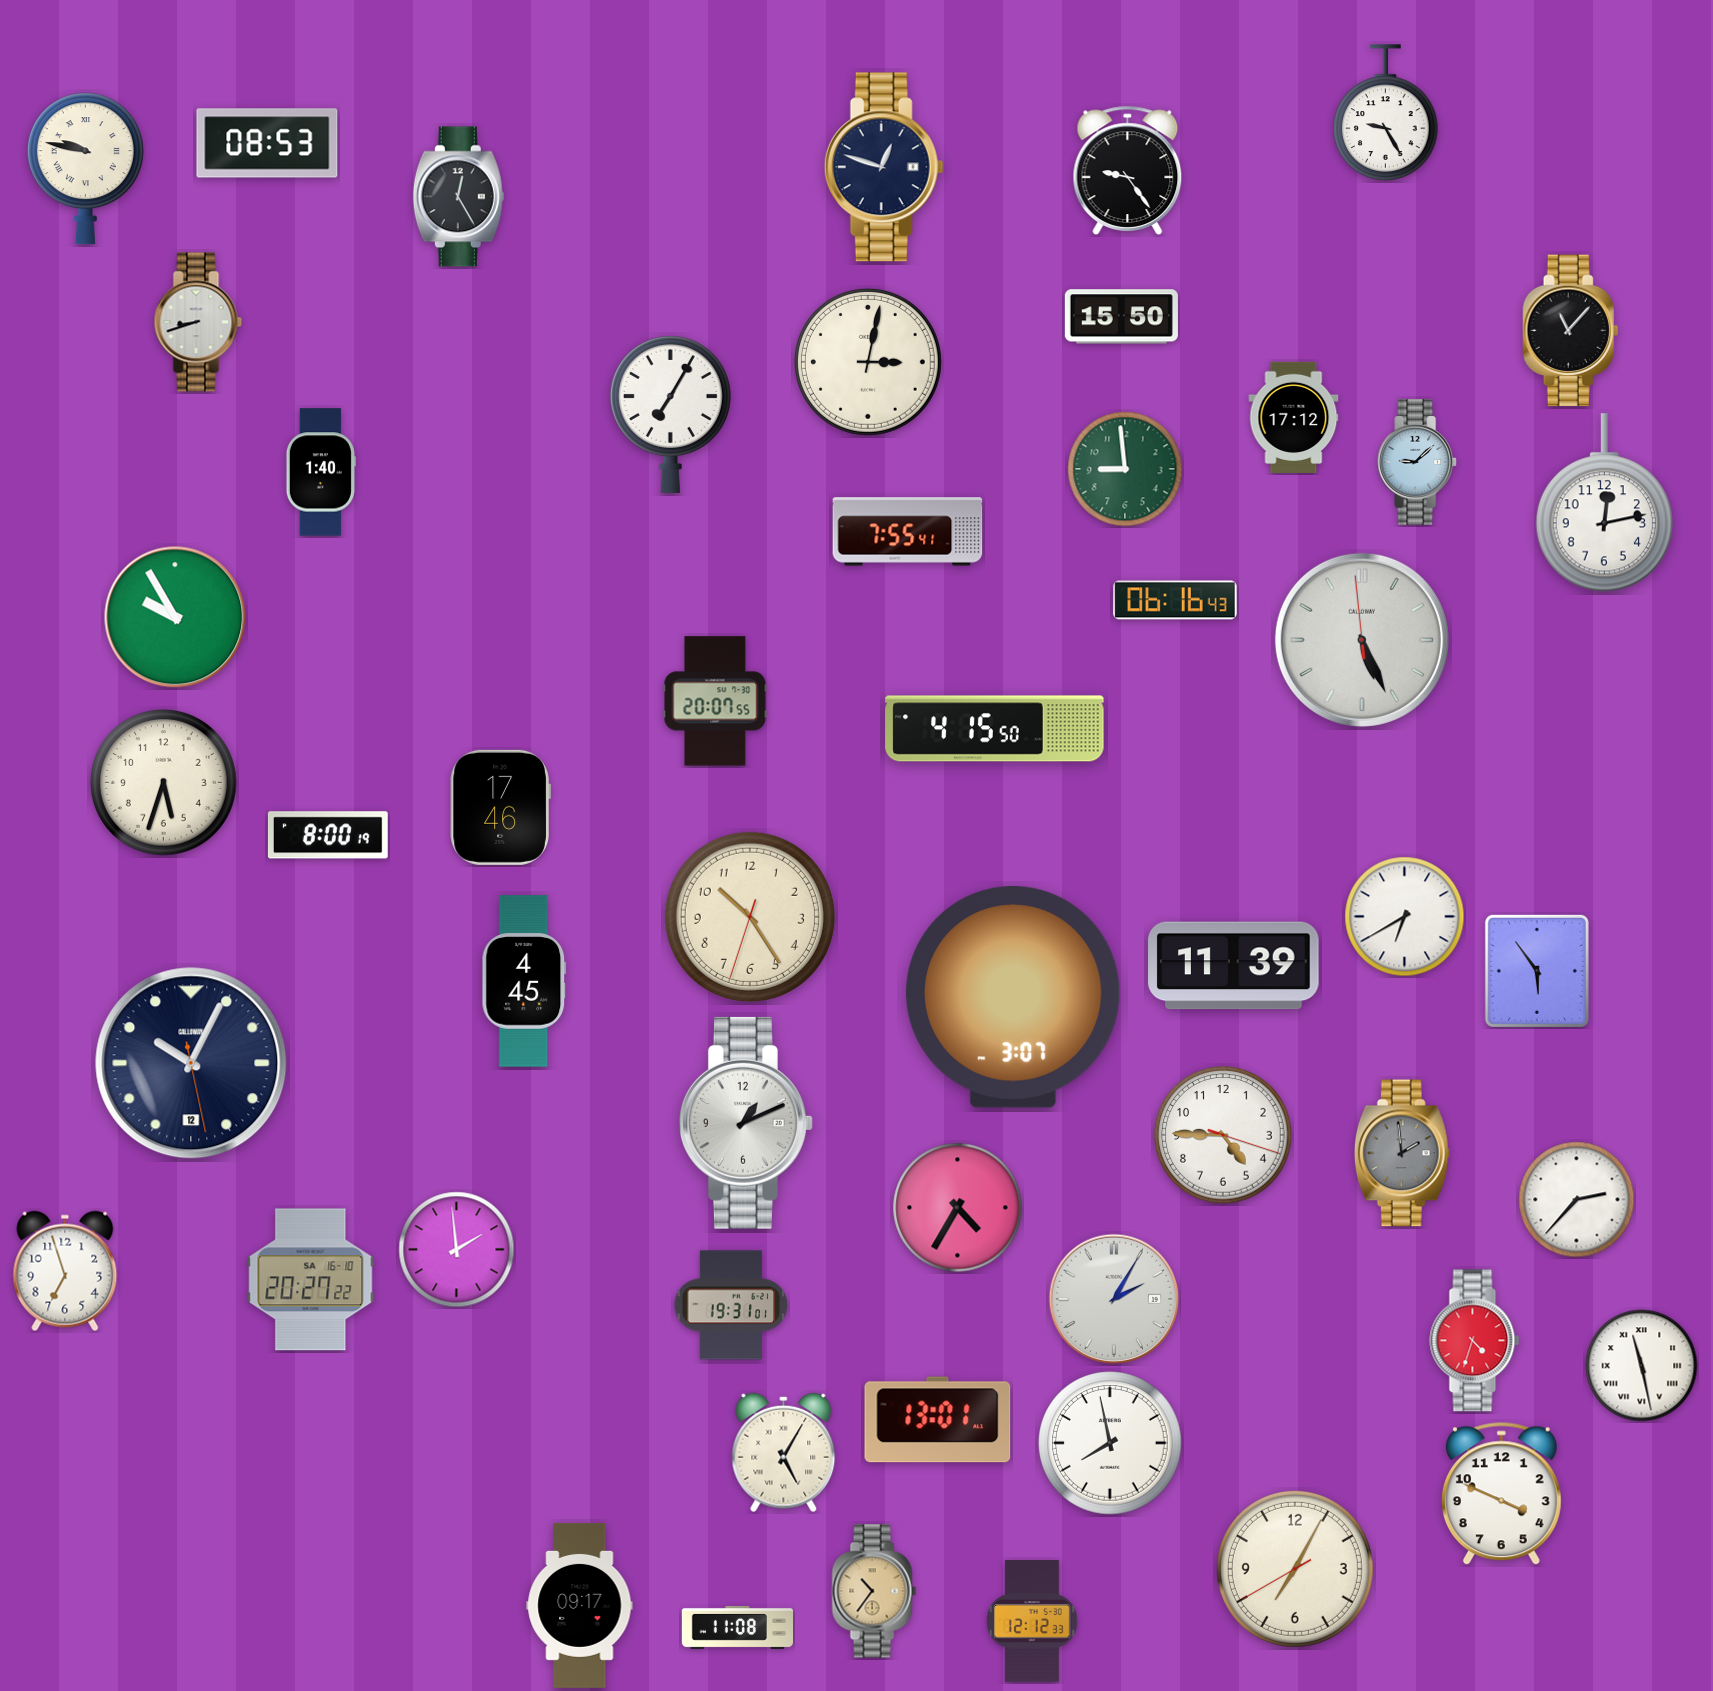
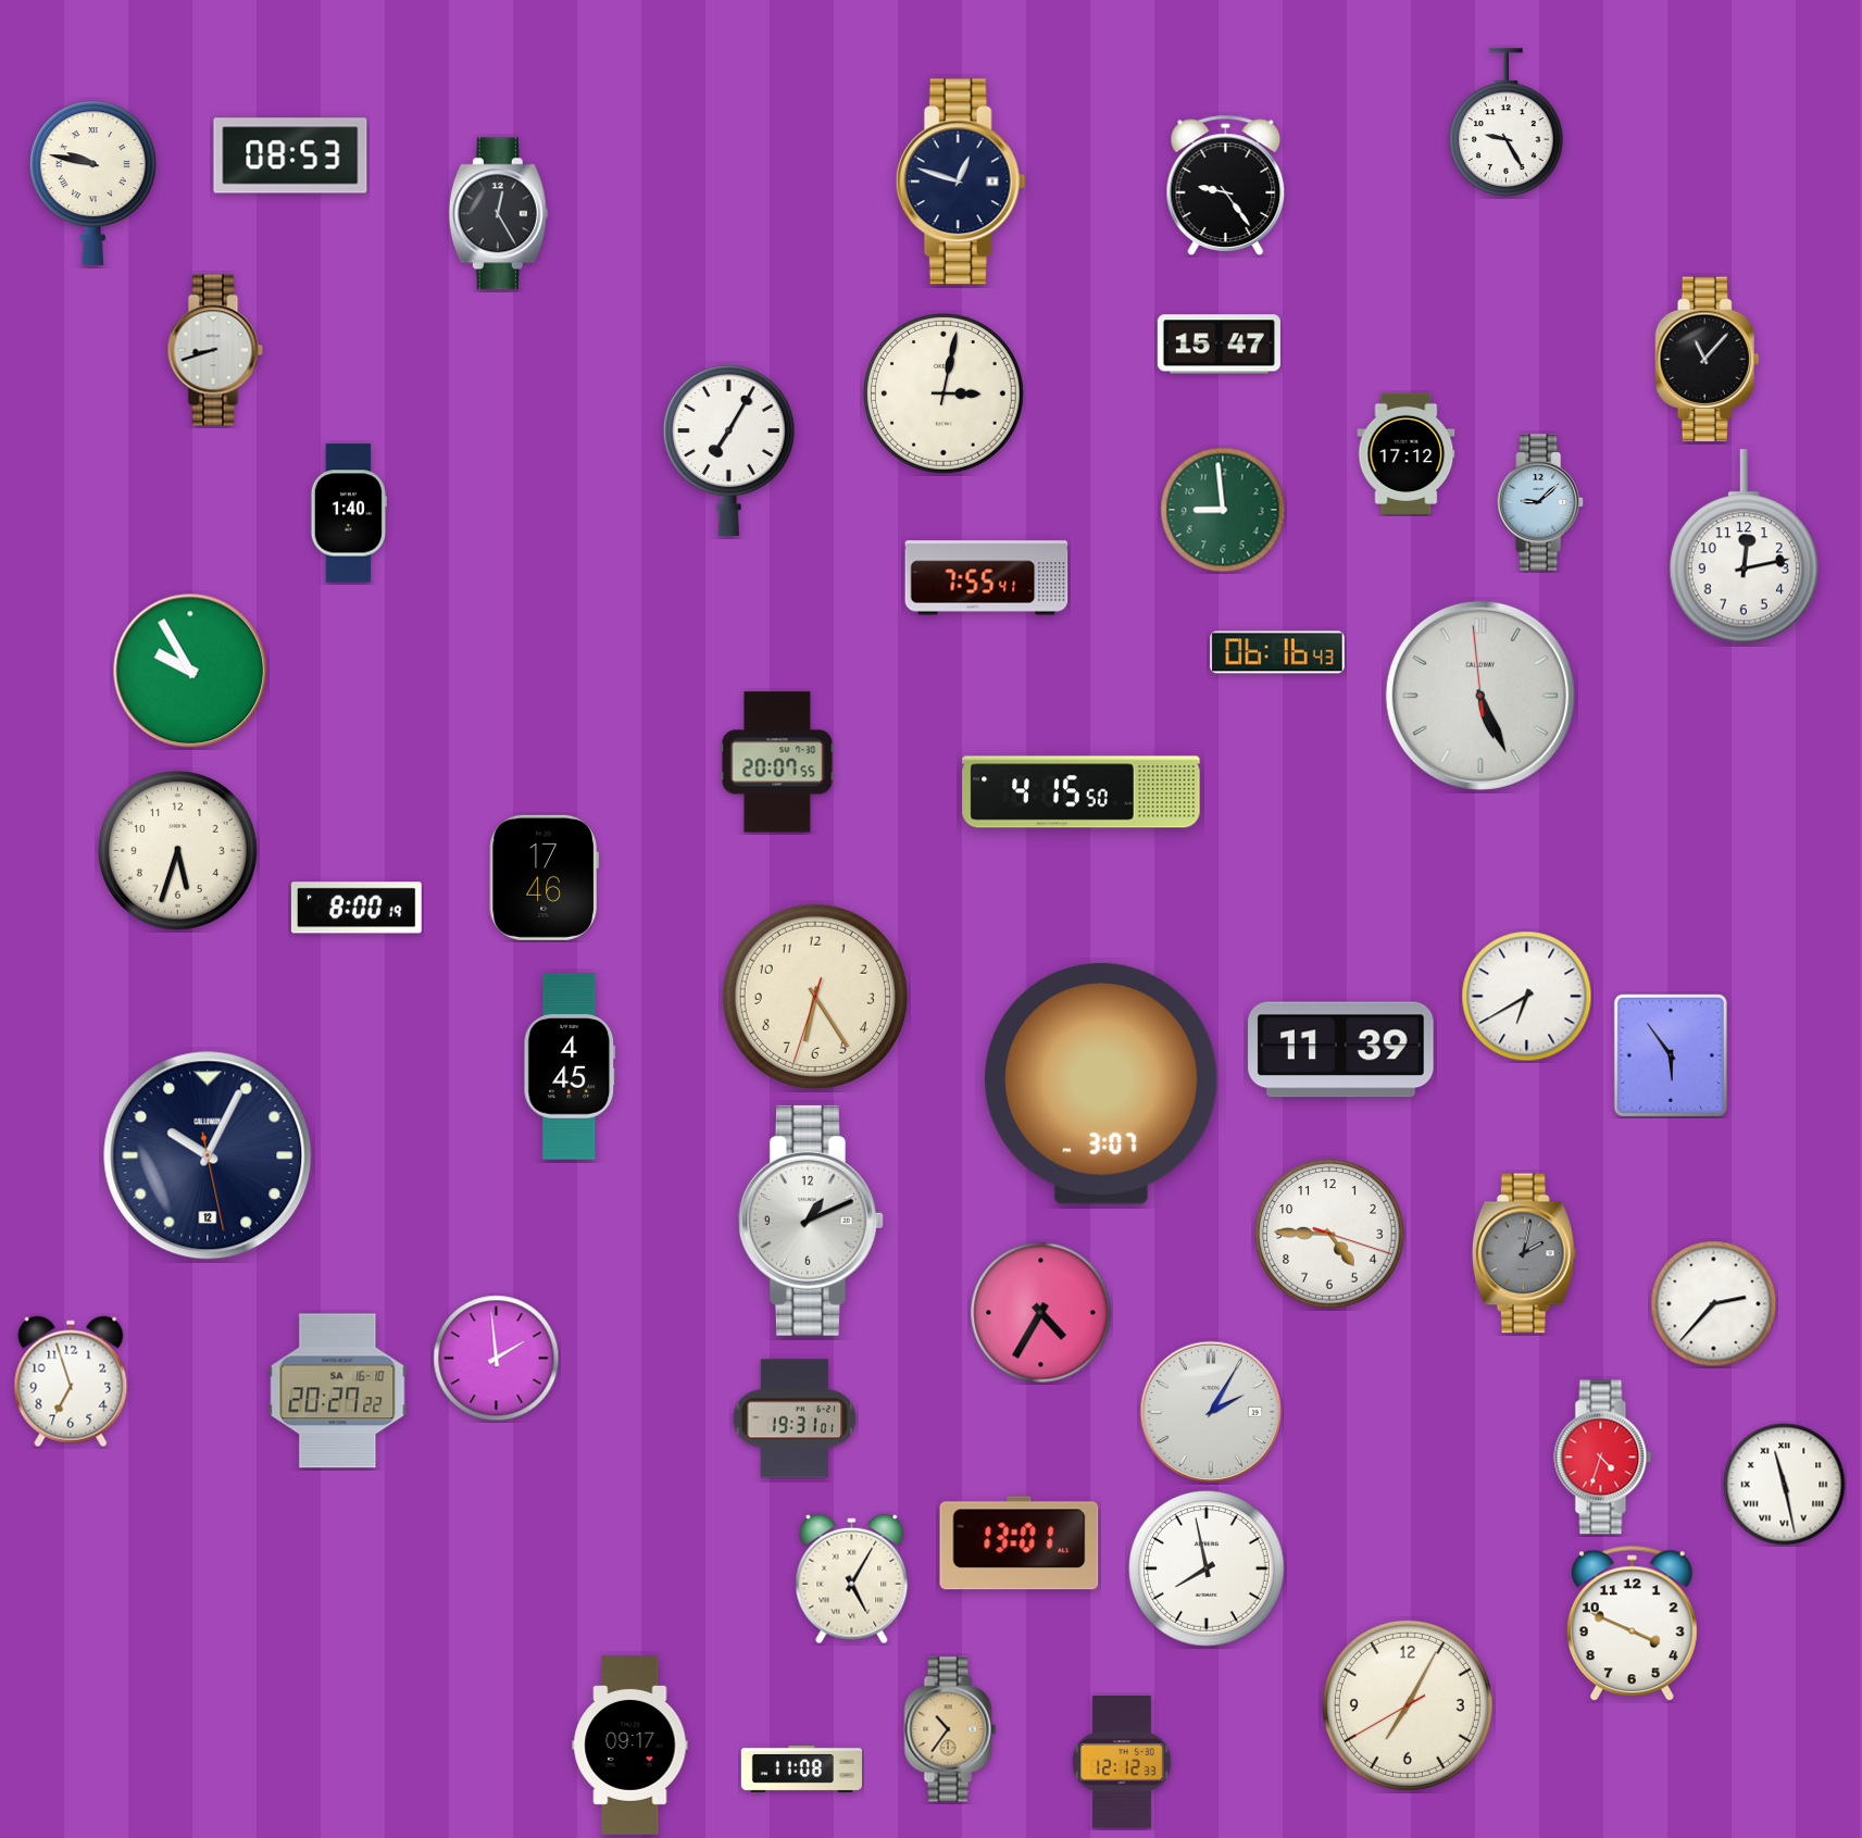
clock at (1121, 317): 15:50 -> 15:47
clock at (750, 917): 10:24 -> 6:24
clock at (1402, 1153): 1:59 -> 2:02
